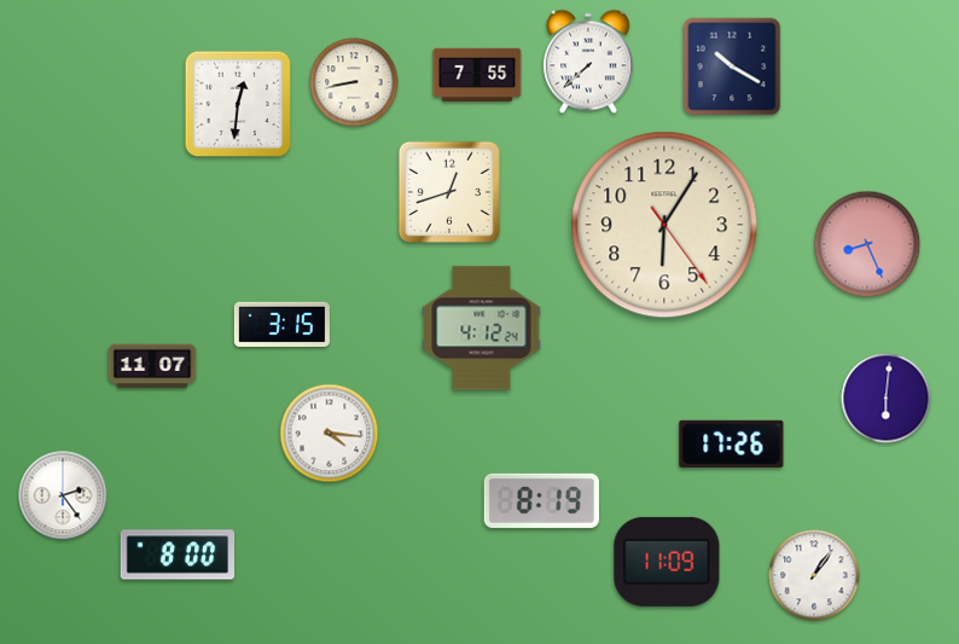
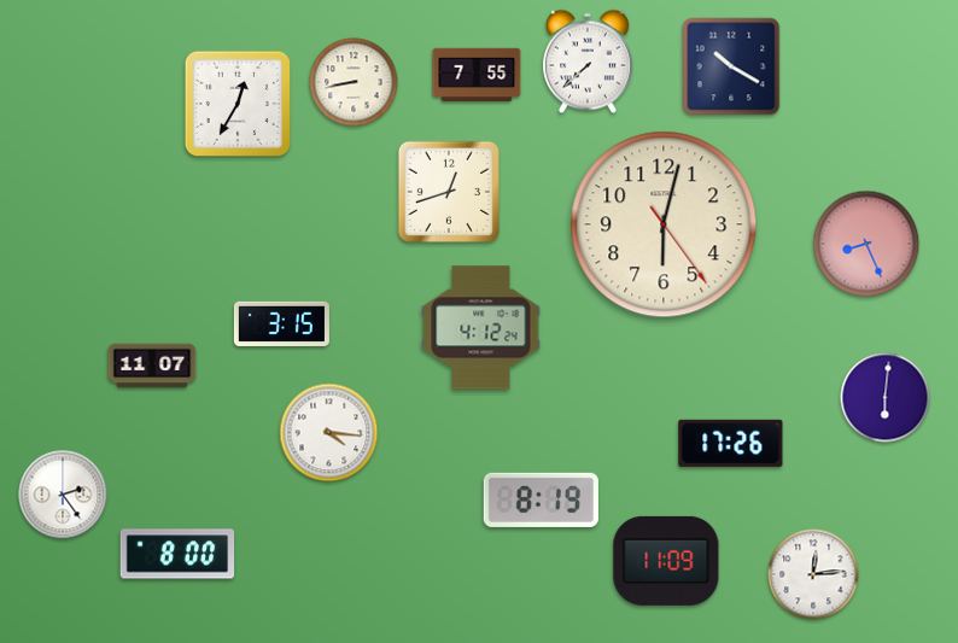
clock at (238, 104): 12:31 -> 12:35
clock at (664, 225): 6:05 -> 6:02
clock at (814, 575): 1:06 -> 12:14
